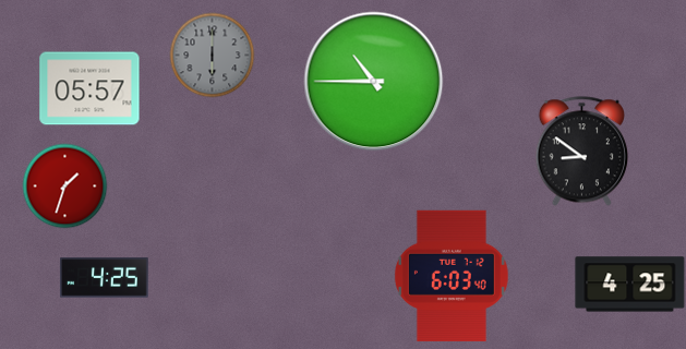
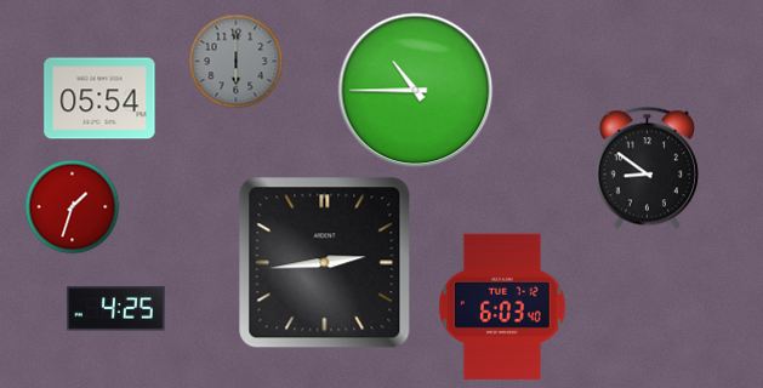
clock at (89, 88): 05:57 -> 05:54
clock at (325, 263): none -> 2:44
clock at (630, 285): 4:25 -> none
